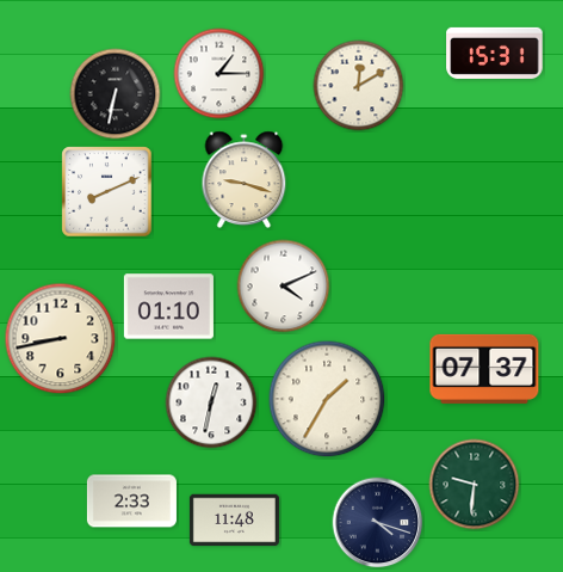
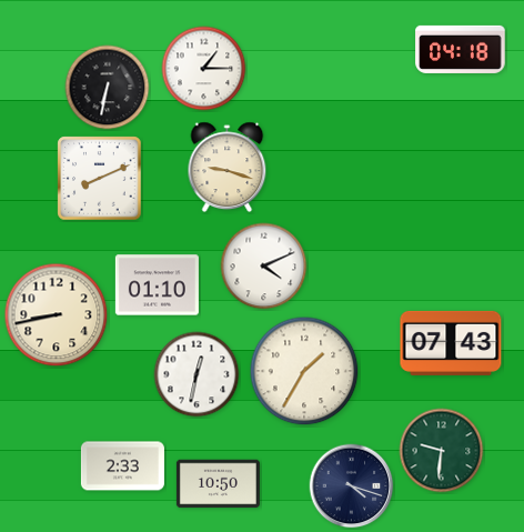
clock at (495, 53): 15:31 -> 04:18
clock at (359, 86): 12:10 -> none
clock at (484, 369): 07:37 -> 07:43
clock at (234, 521): 11:48 -> 10:50
